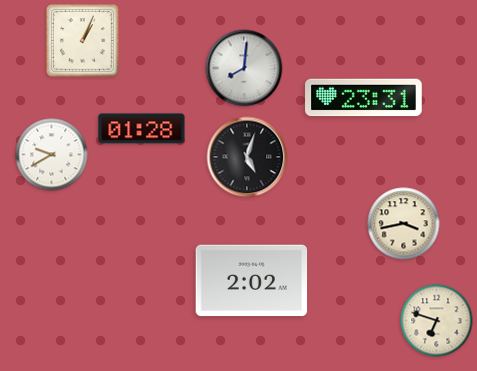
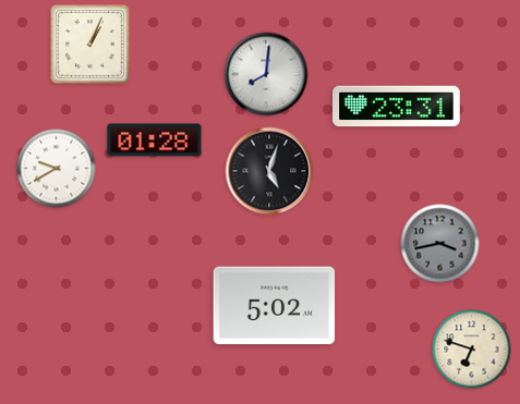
clock at (404, 224) dial: cream -> grey
clock at (252, 281): 2:02 -> 5:02
clock at (437, 321) position: (437, 321) -> (472, 350)
